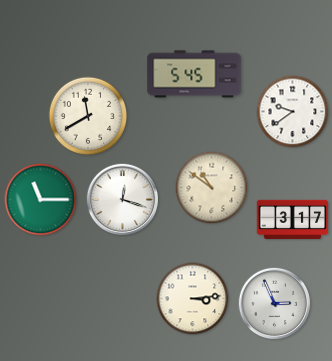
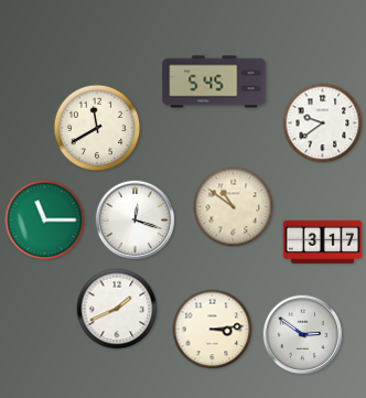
clock at (117, 309): none -> 1:41
clock at (275, 304): 2:56 -> 2:51
